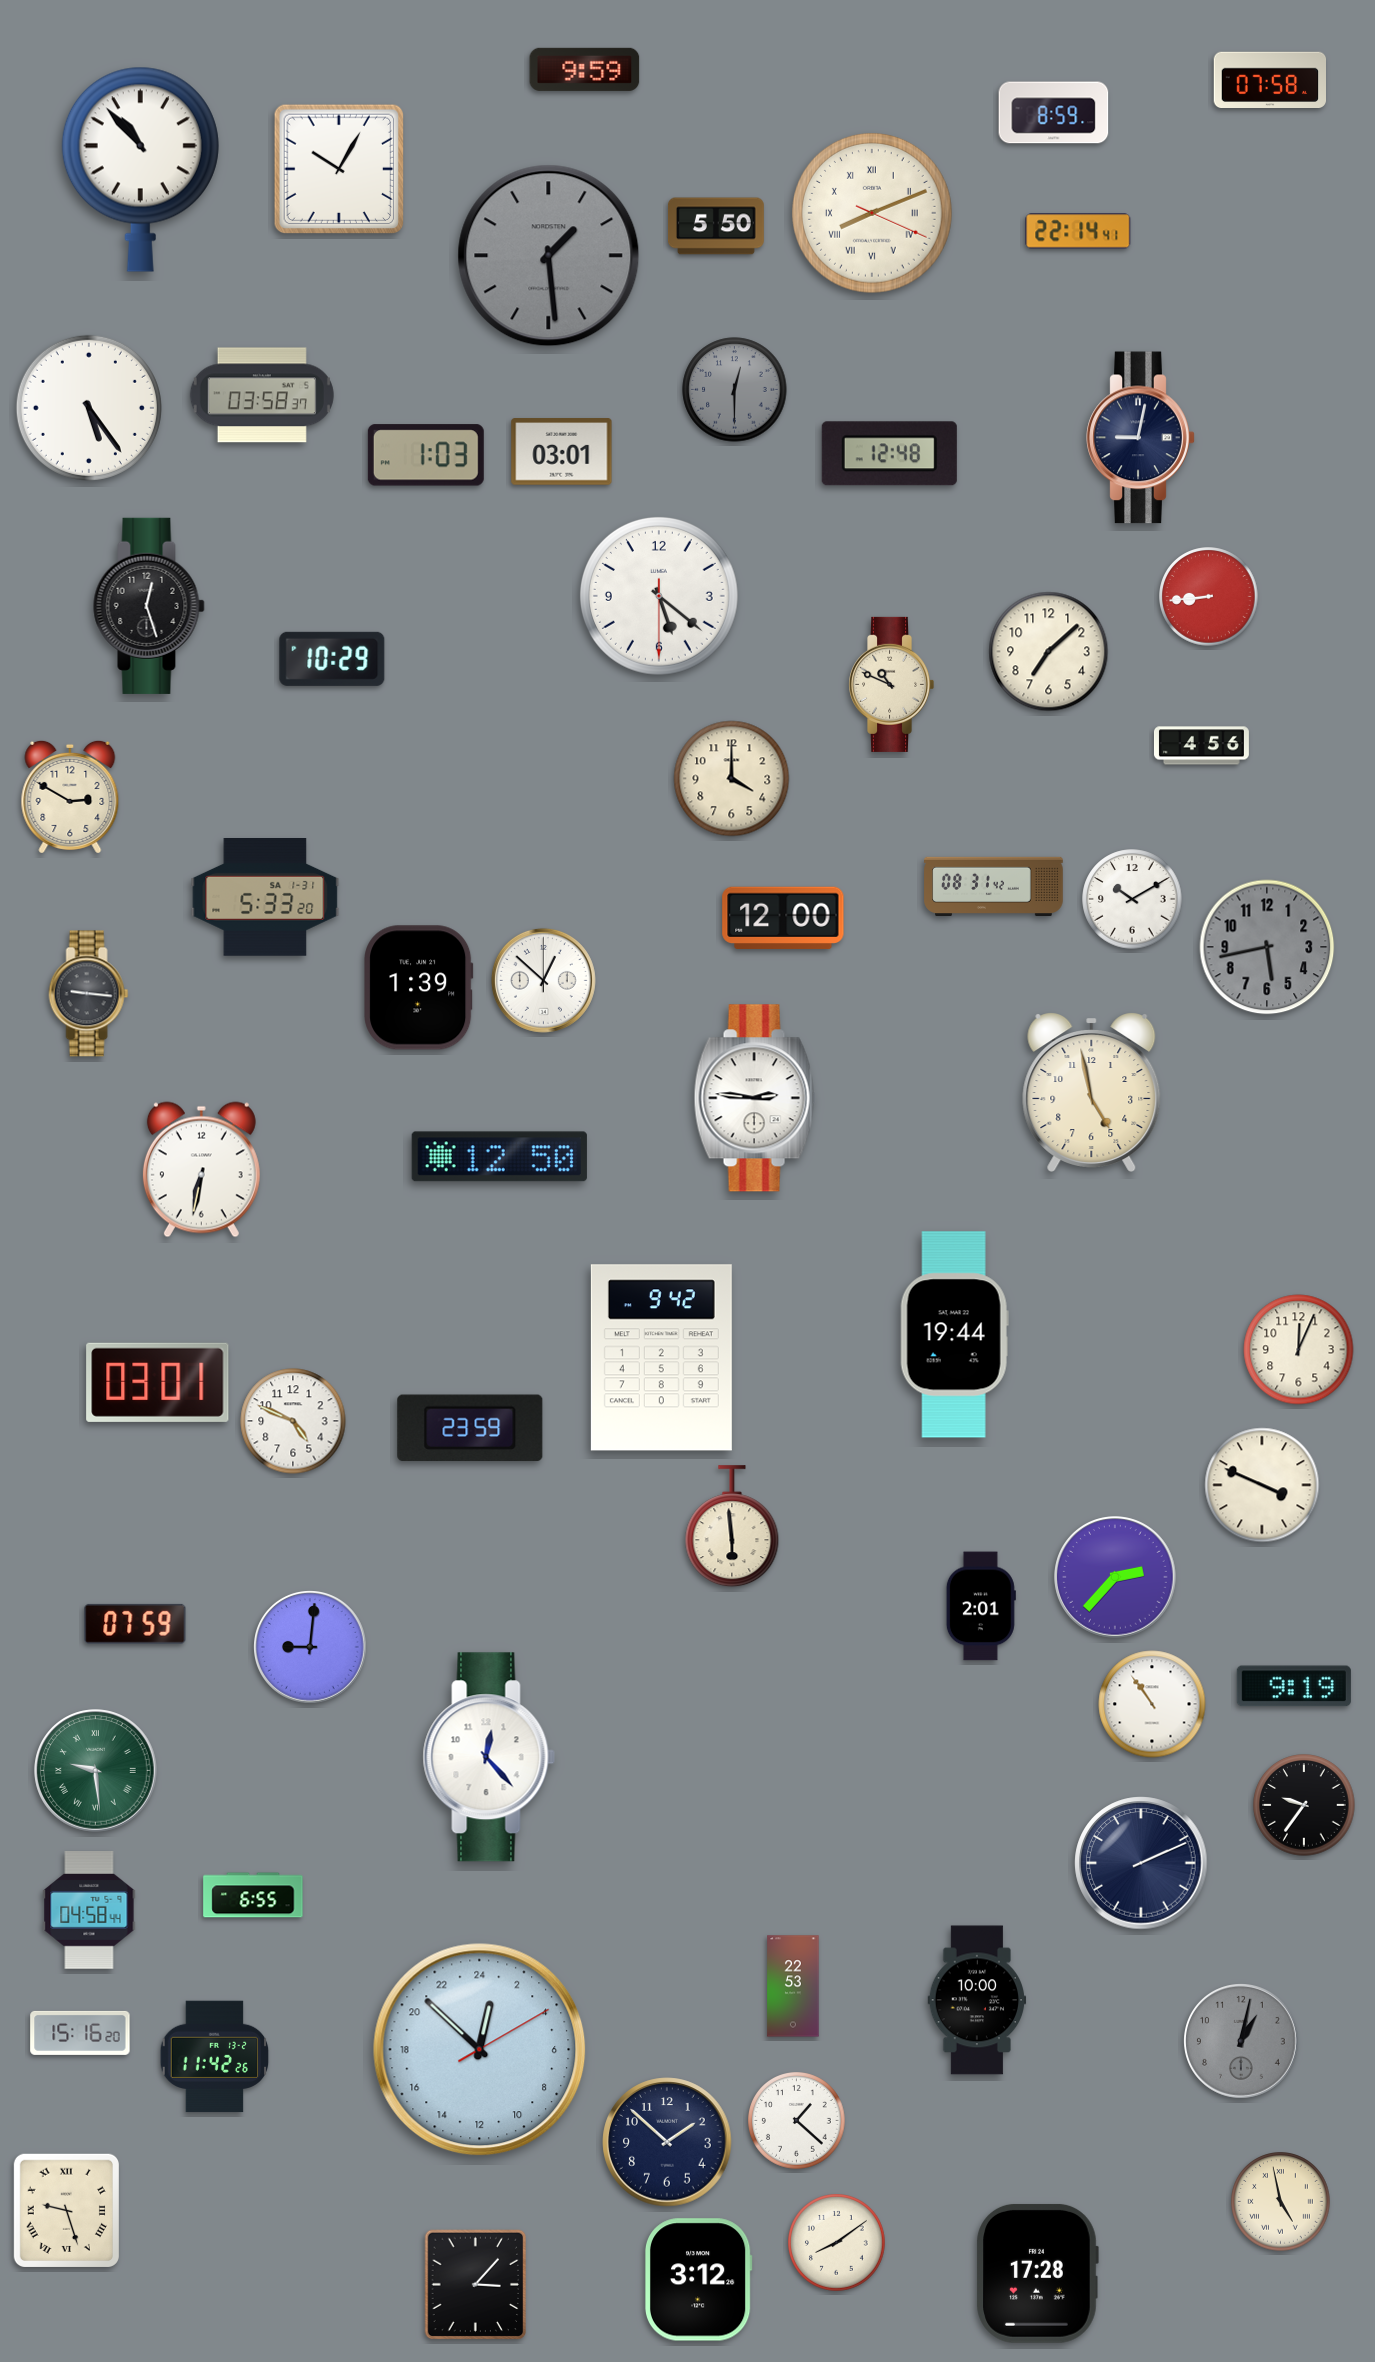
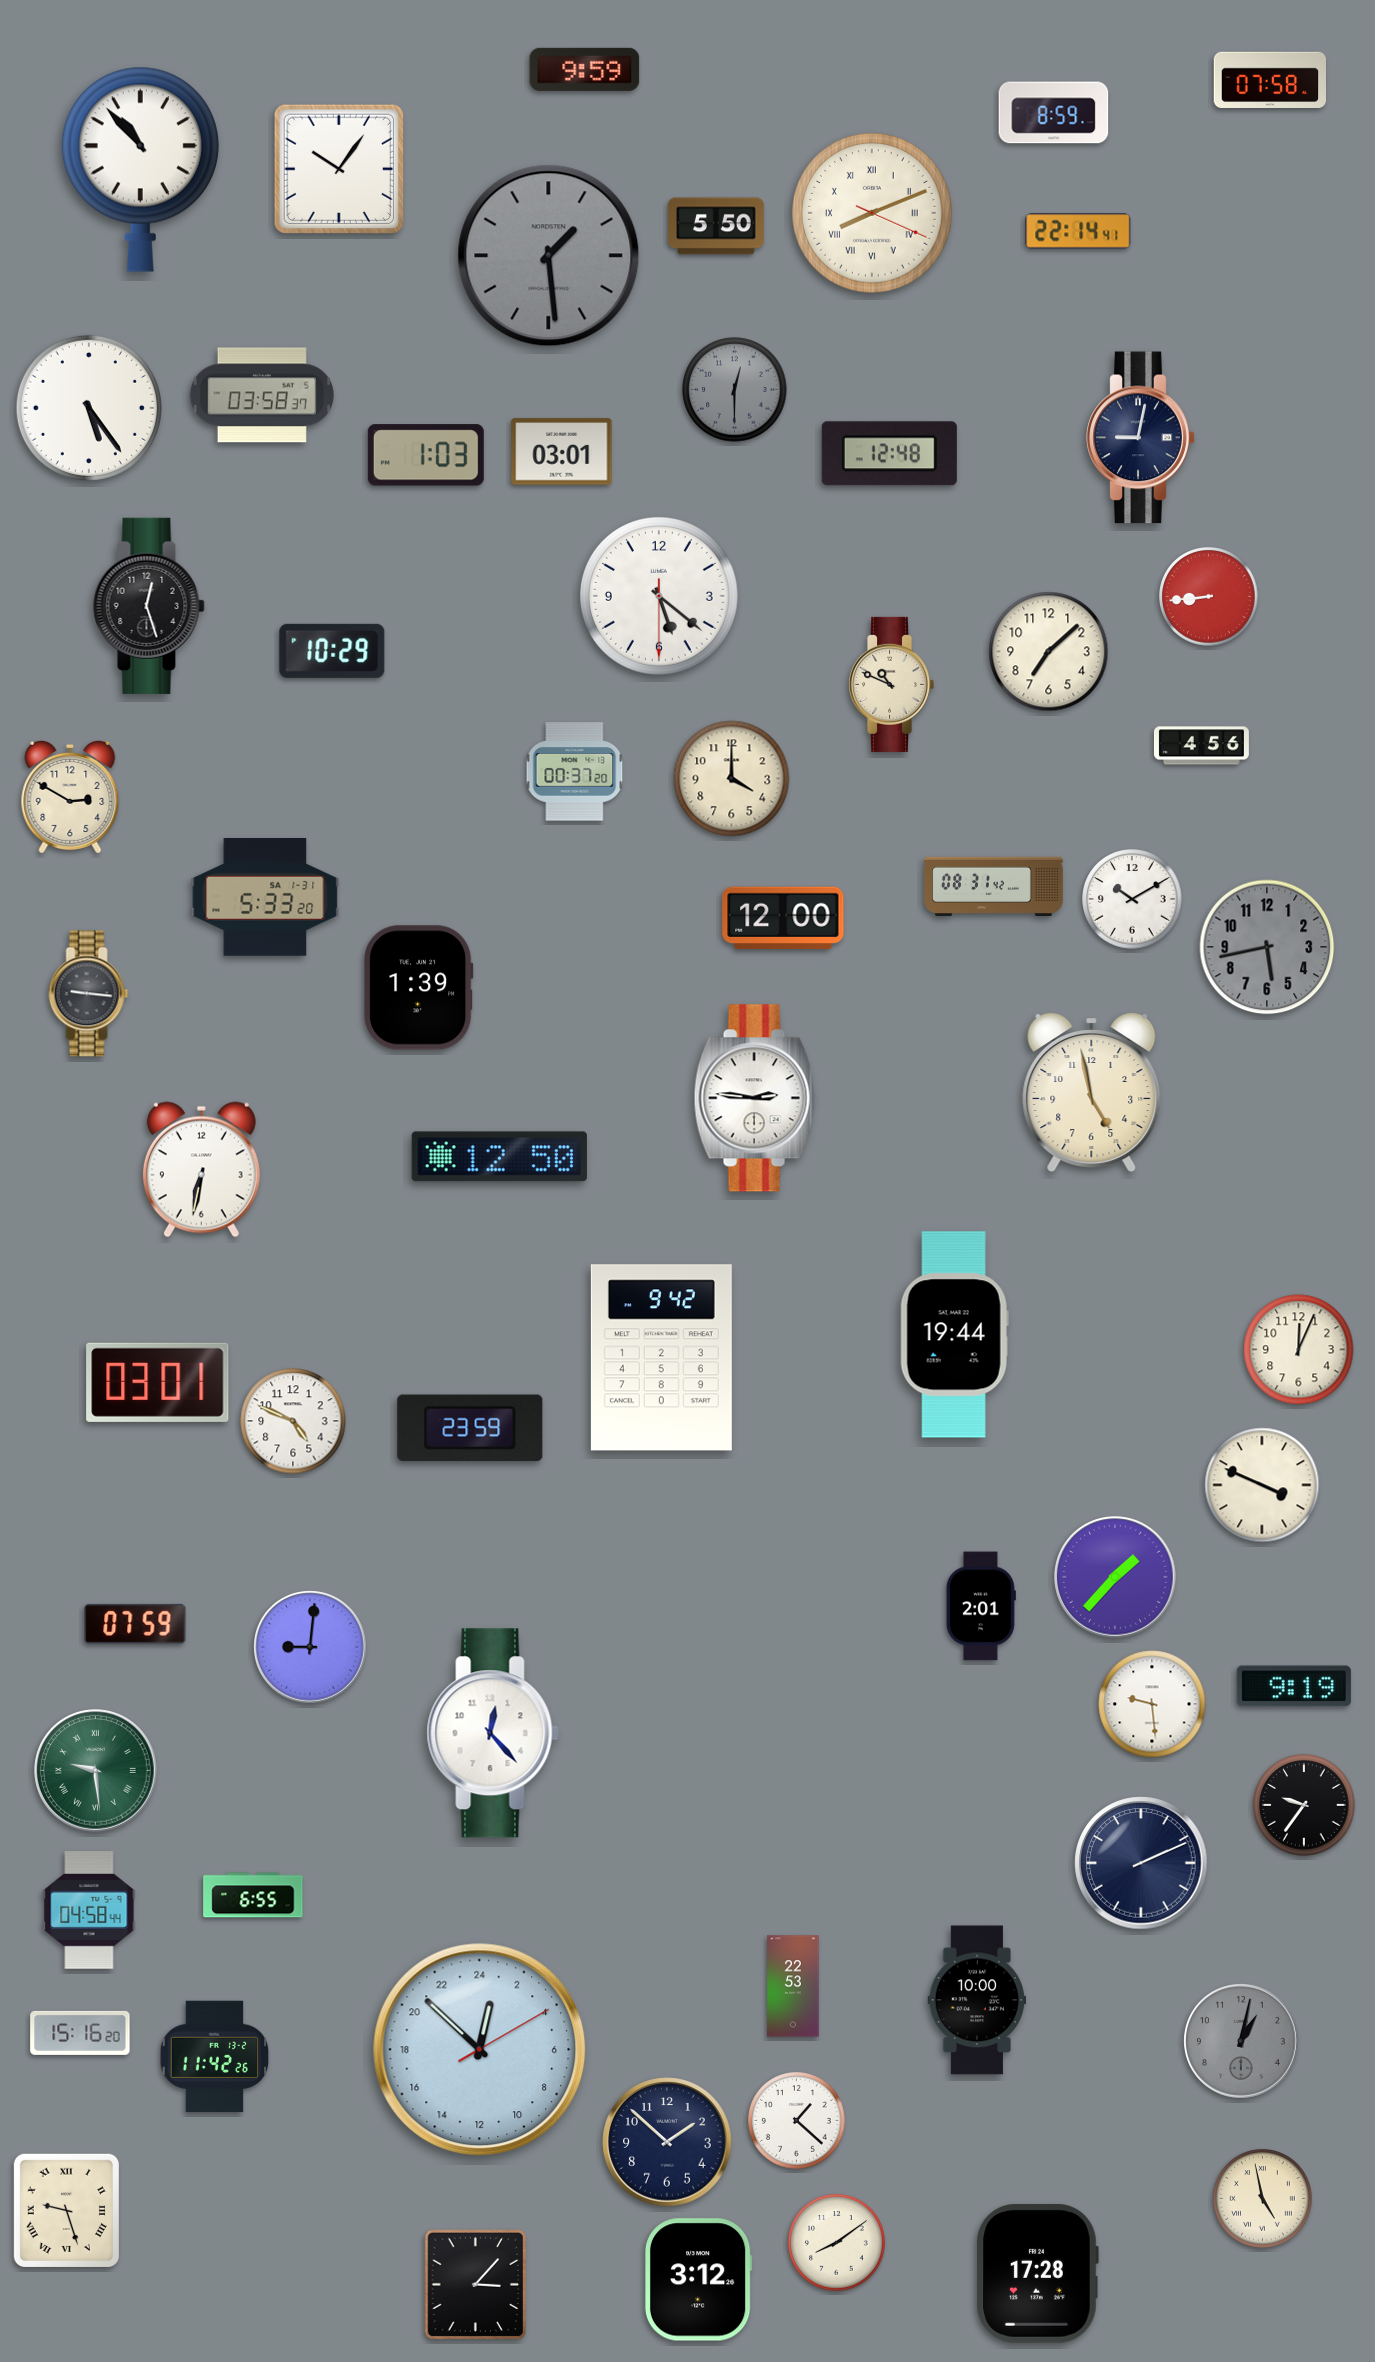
clock at (338, 168): 10:05 -> 10:06
clock at (332, 659) position: (332, 659) -> (332, 651)
clock at (575, 772): none -> 00:37
clock at (543, 980): 12:52 -> none
clock at (732, 1527): 5:59 -> none
clock at (1115, 1577): 2:37 -> 1:37
clock at (1152, 1704): 10:54 -> 9:29
clock at (489, 1757) position: (489, 1757) -> (493, 1733)
clock at (1281, 2202) position: (1281, 2202) -> (1263, 2199)
